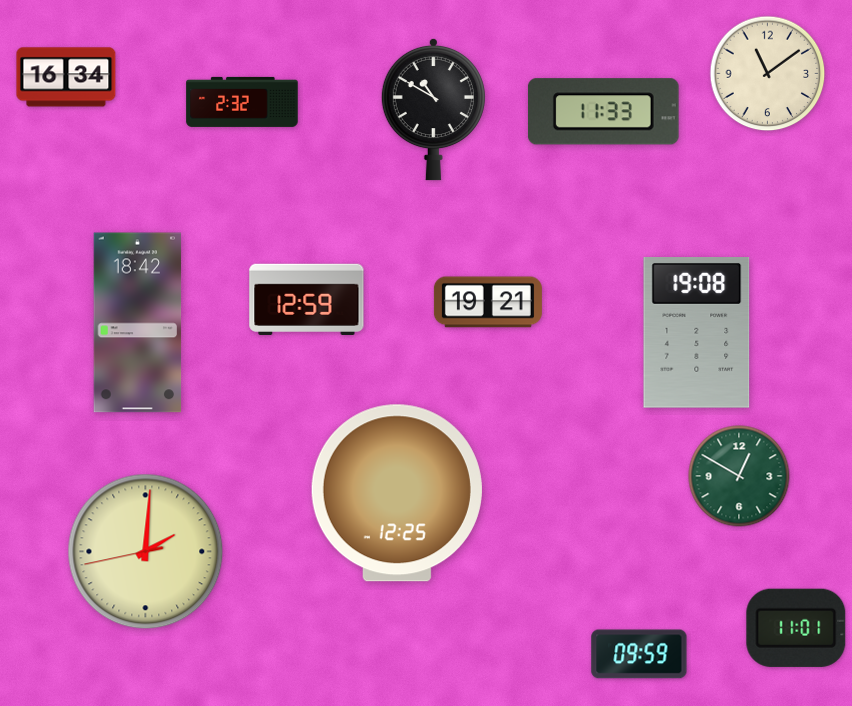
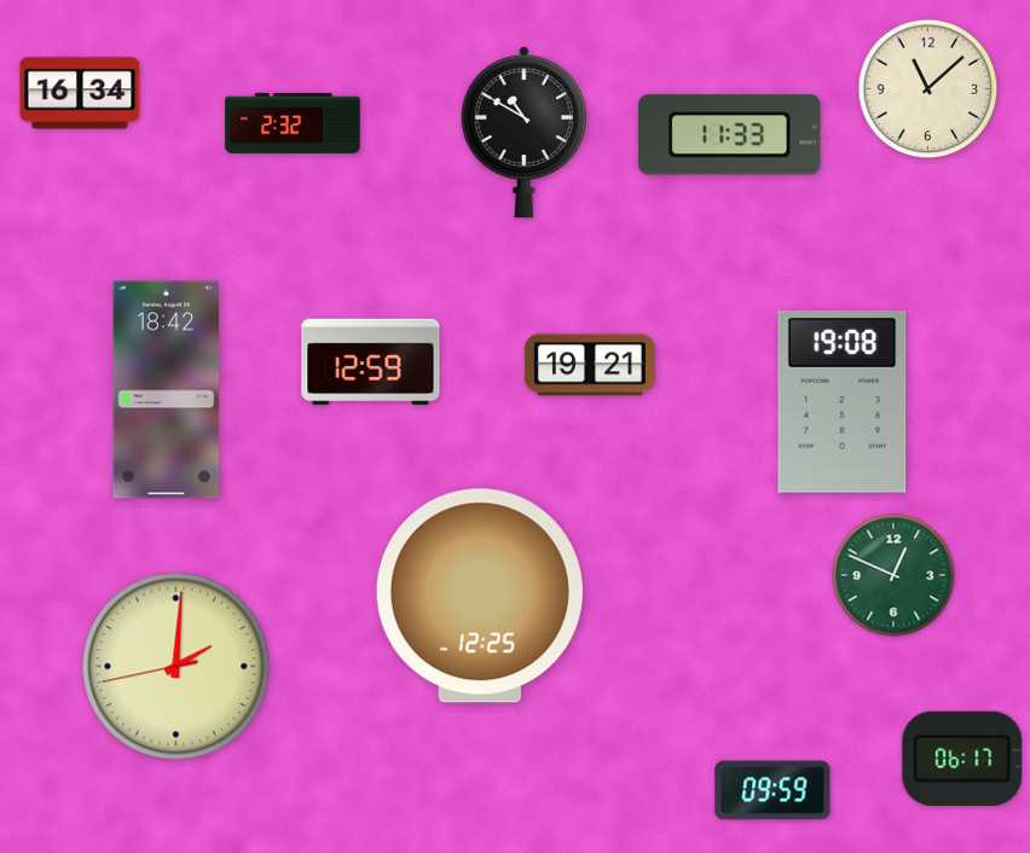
clock at (768, 74): 11:09 -> 11:08
clock at (739, 476): 12:50 -> 12:49
clock at (796, 628): 11:01 -> 06:17
